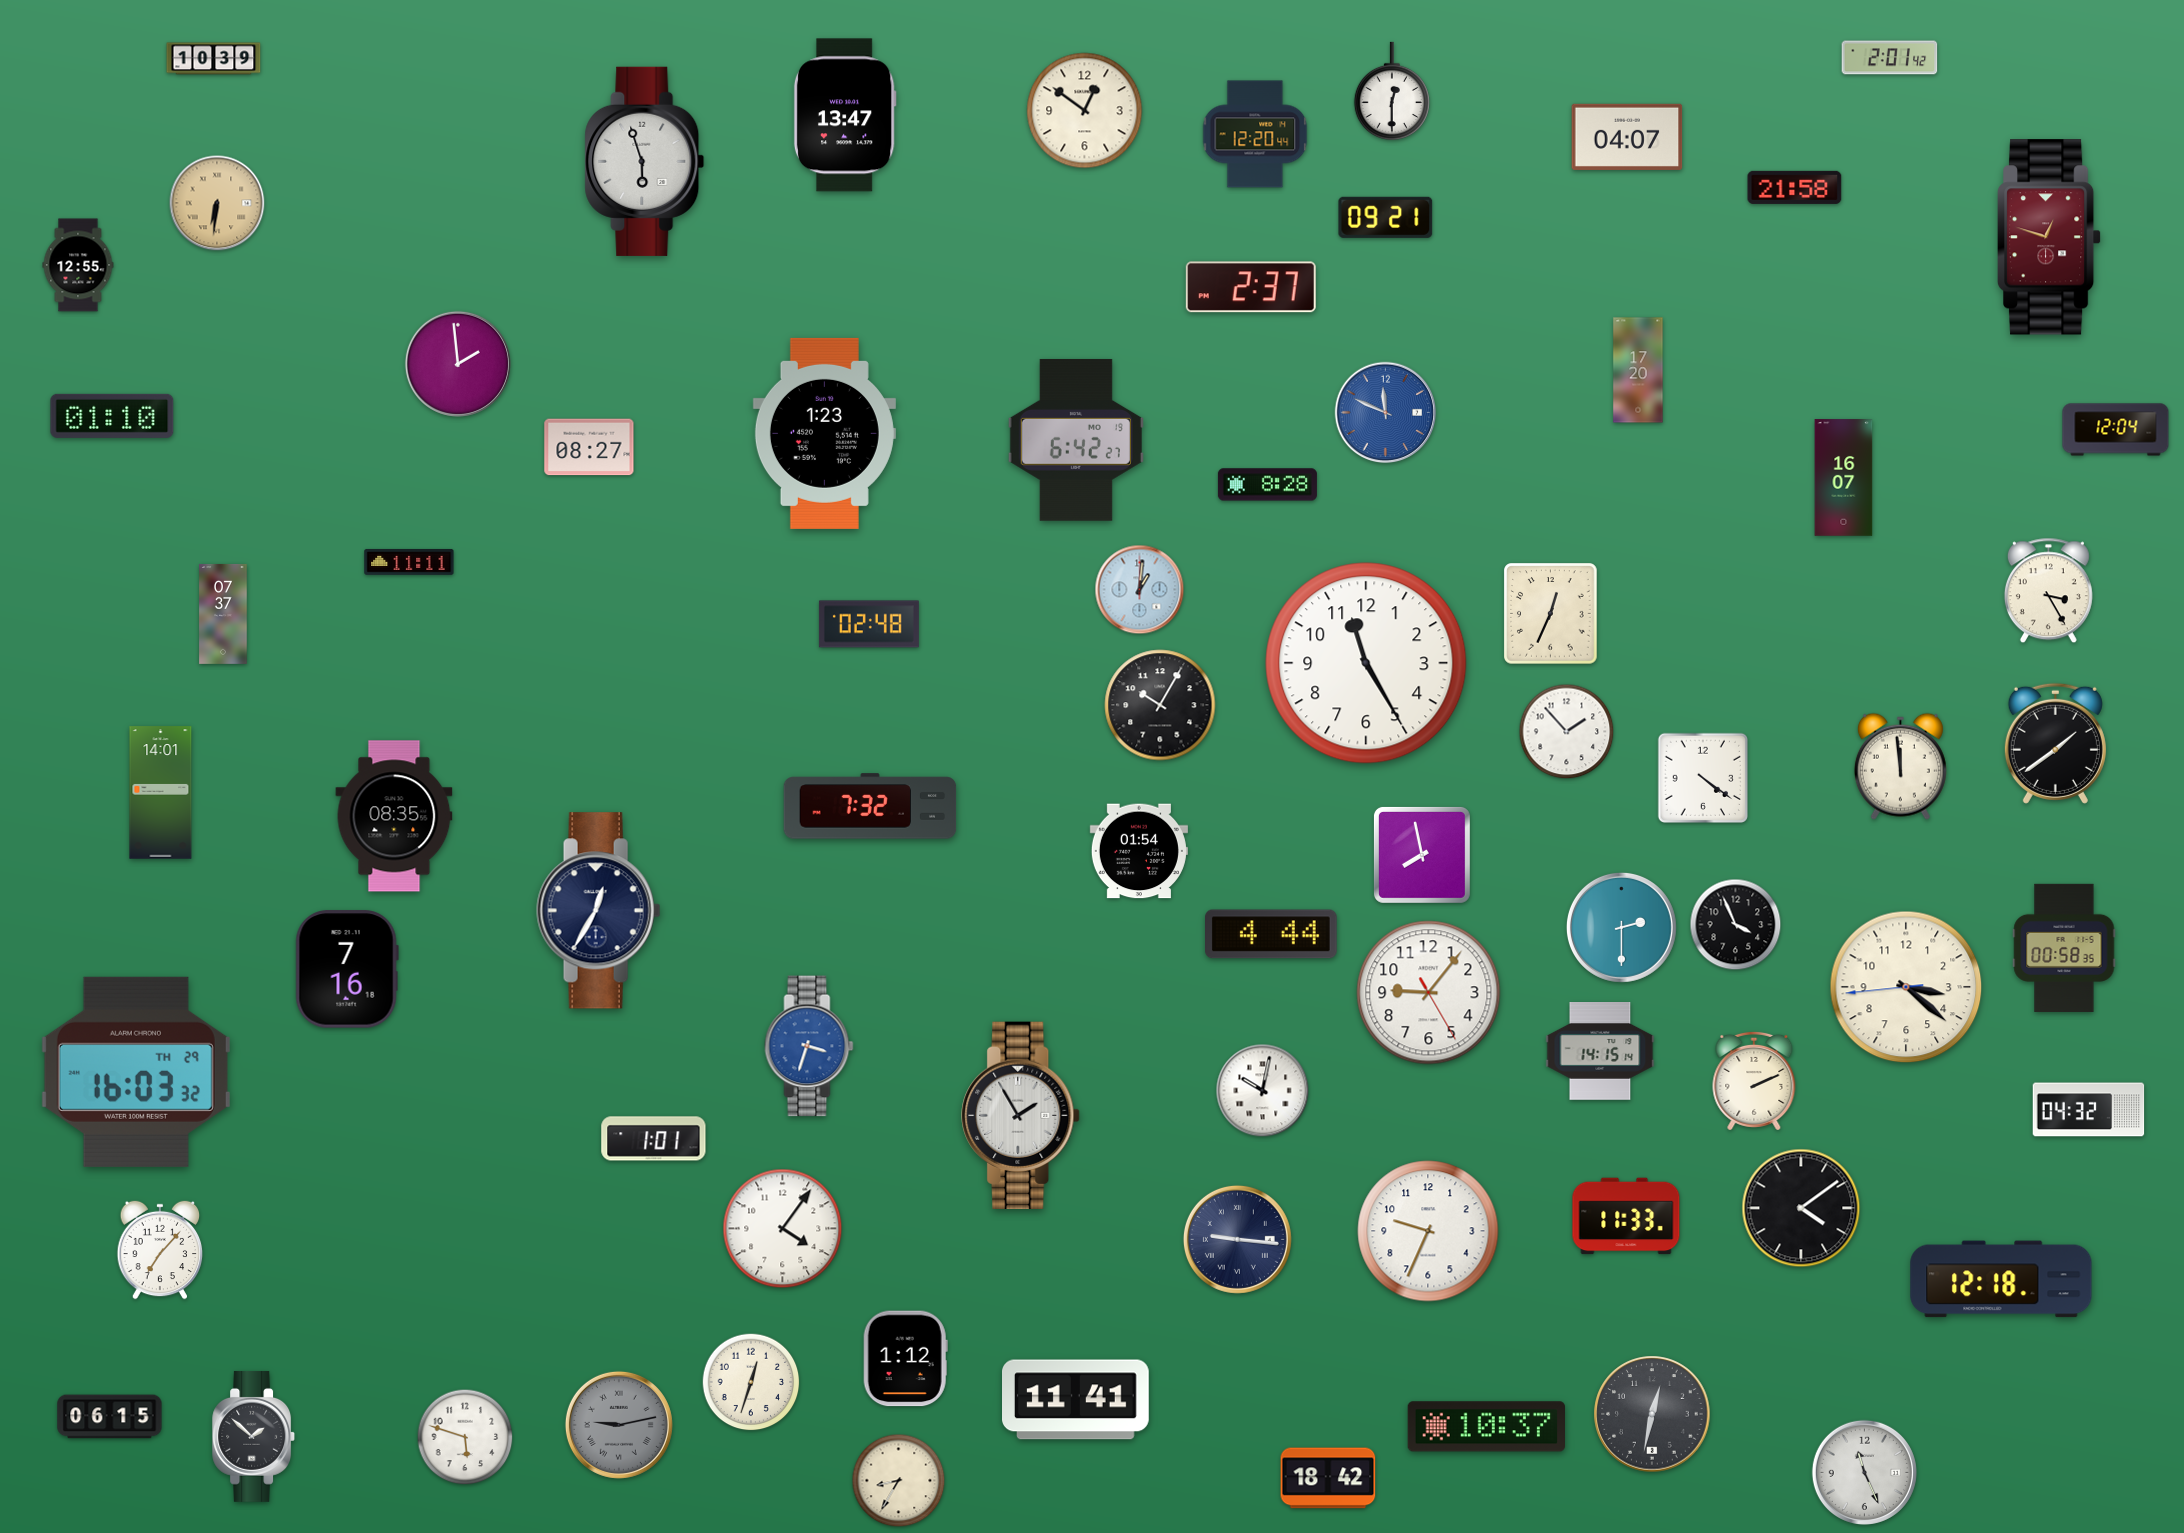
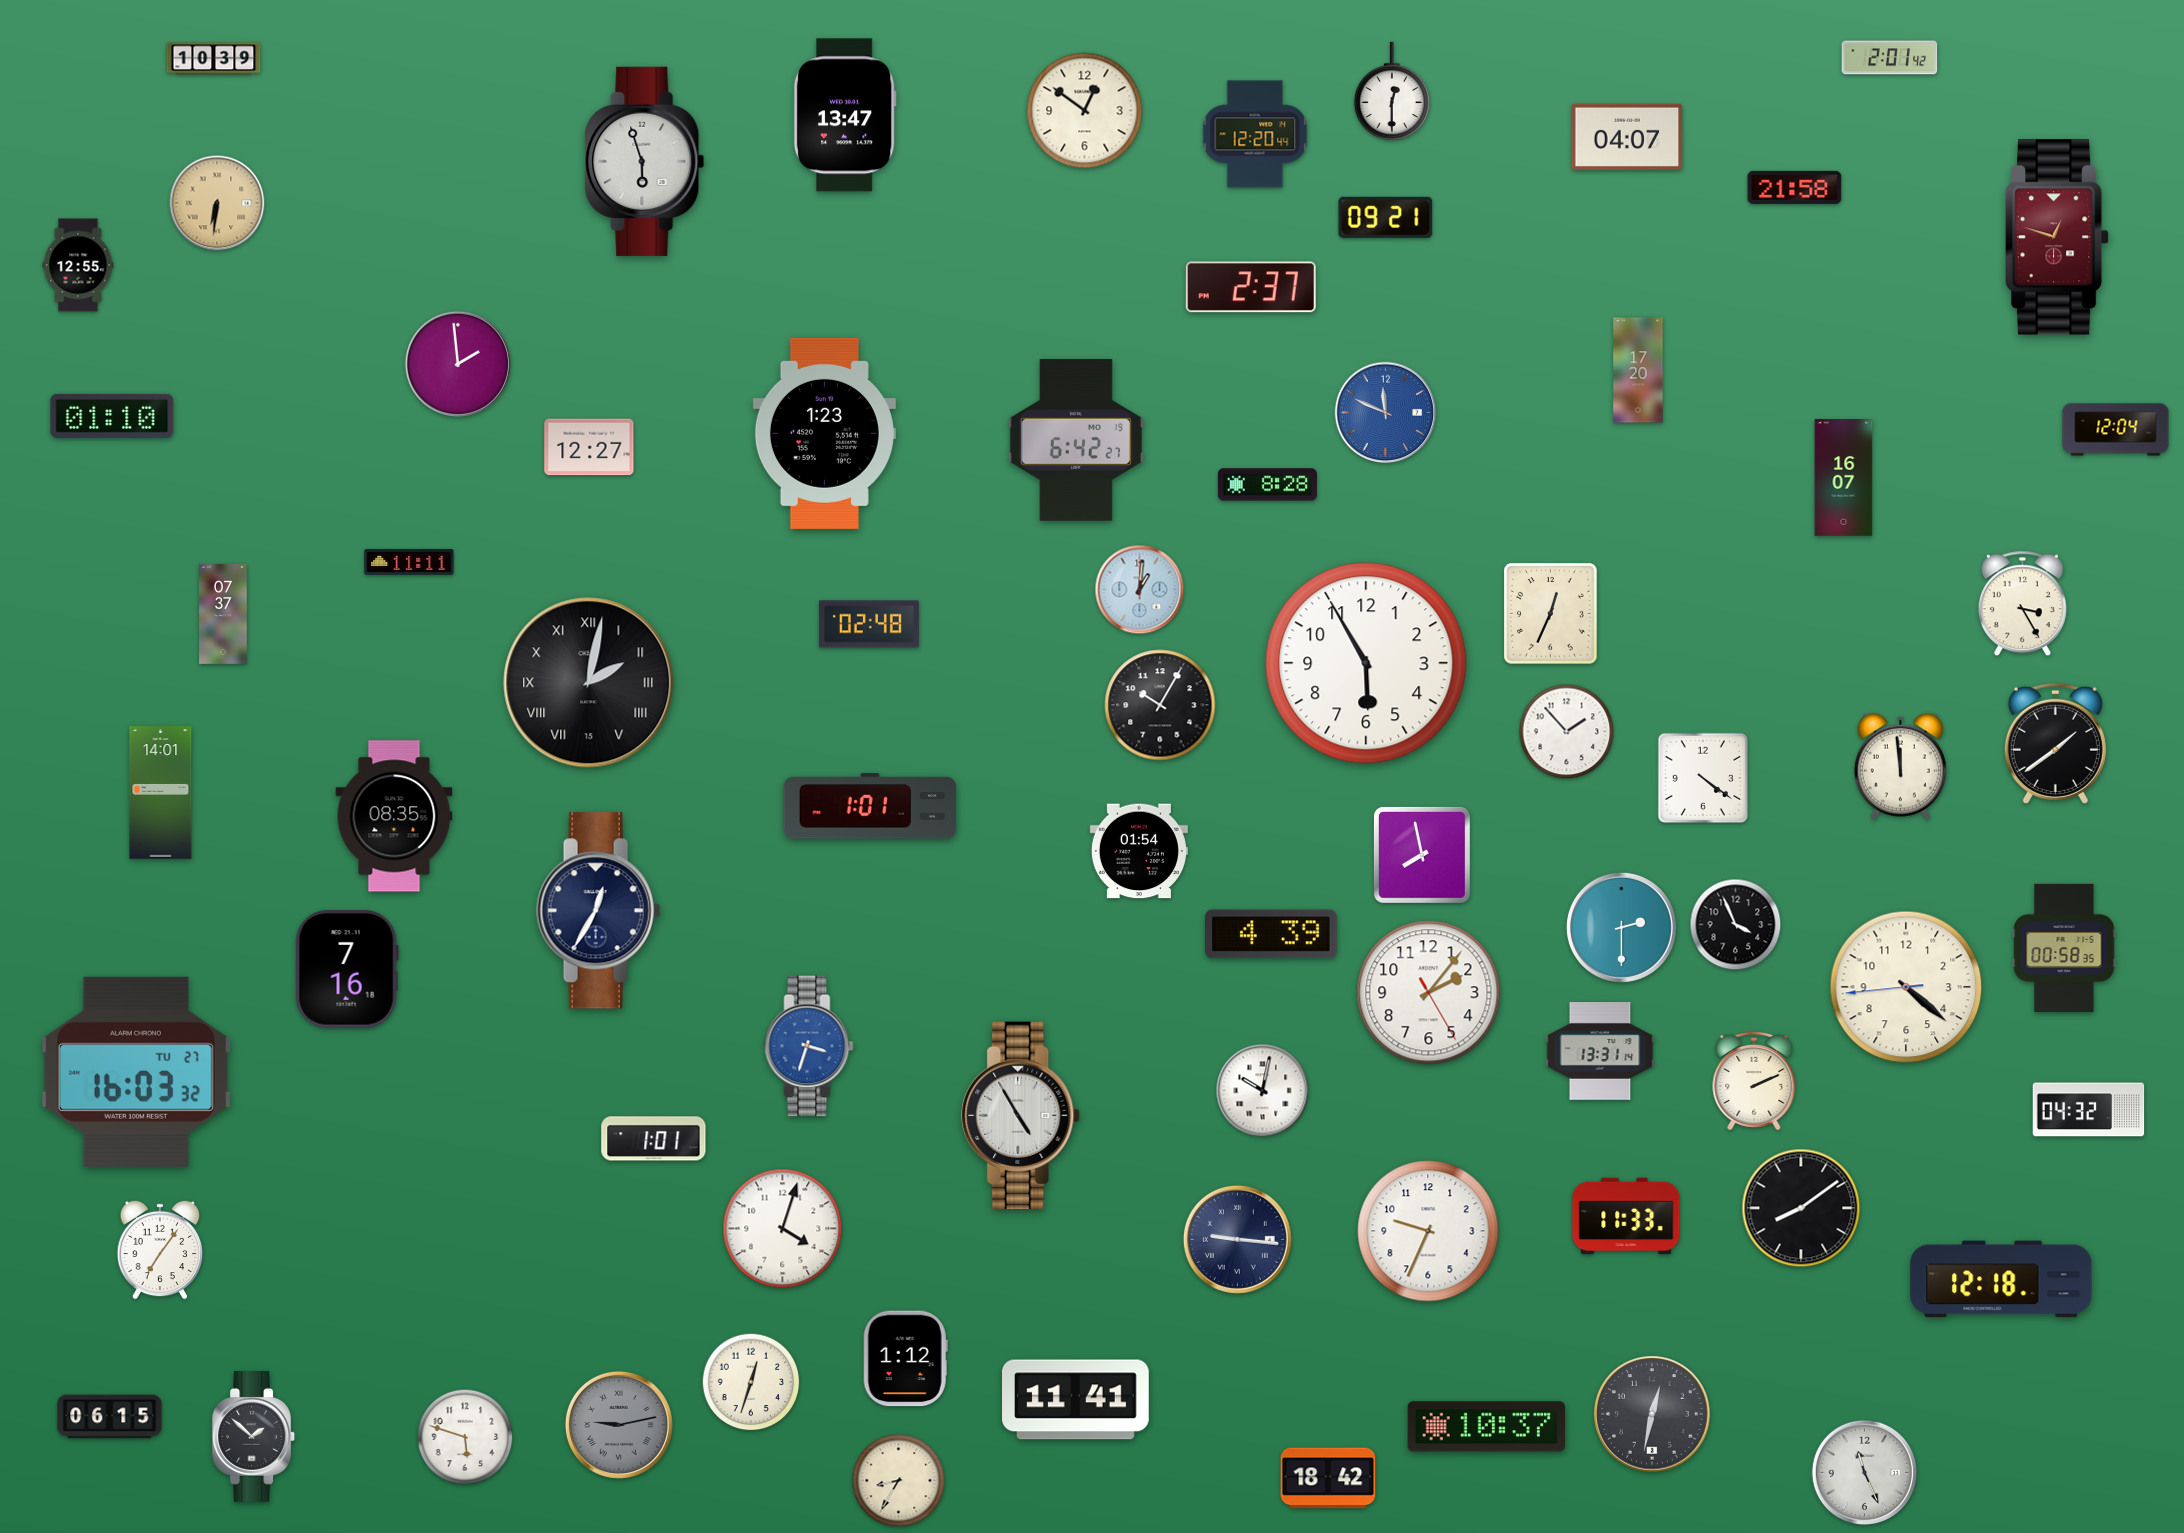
clock at (2049, 237) position: (2049, 237) -> (2057, 237)
clock at (589, 447): 08:27 -> 12:27
clock at (2048, 591) position: (2048, 591) -> (2022, 604)
clock at (1366, 663): 11:25 -> 5:55
clock at (589, 683): none -> 2:02
clock at (870, 806): 7:32 -> 1:01
clock at (1272, 934): 4:44 -> 4:39
clock at (1906, 987): 3:21 -> 4:21
clock at (1429, 993): 9:06 -> 2:06
clock at (1600, 1052): 14:15 -> 13:31
clock at (136, 1072) date: TH 29 -> TU 27
clock at (1021, 1116): 1:55 -> 4:55
clock at (1801, 1208): 4:09 -> 8:09
clock at (783, 1229): 4:06 -> 4:03
clock at (160, 1250): 7:07 -> 7:06
